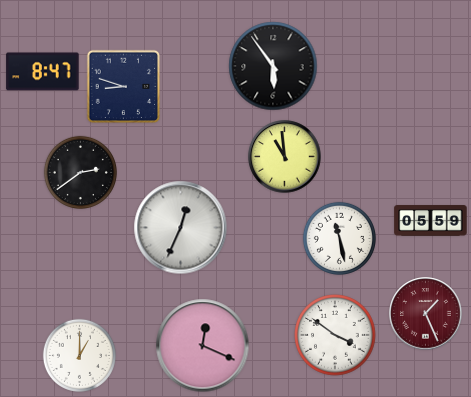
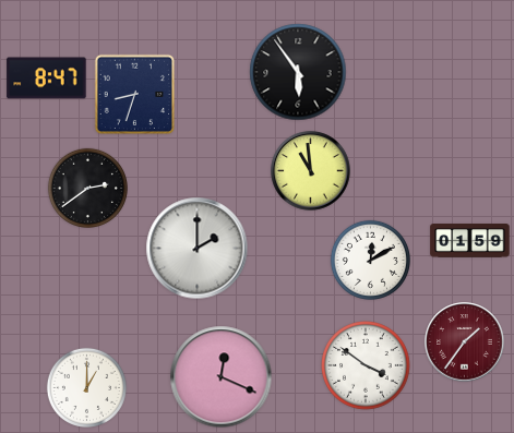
clock at (124, 87): 8:48 -> 8:33
clock at (431, 221): 05:59 -> 01:59
clock at (181, 228): 12:34 -> 2:00
clock at (339, 238): 11:28 -> 12:10
clock at (426, 314): 1:26 -> 1:36
